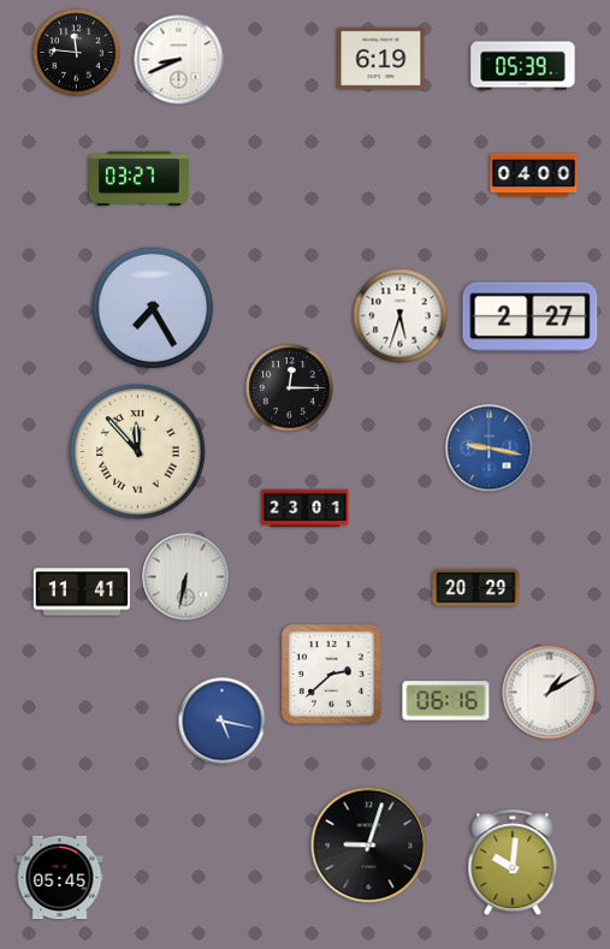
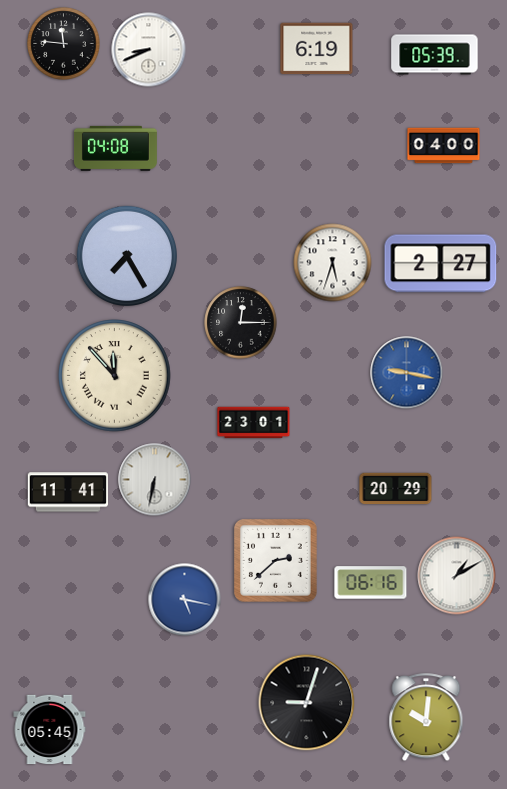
clock at (140, 178): 03:27 -> 04:08
